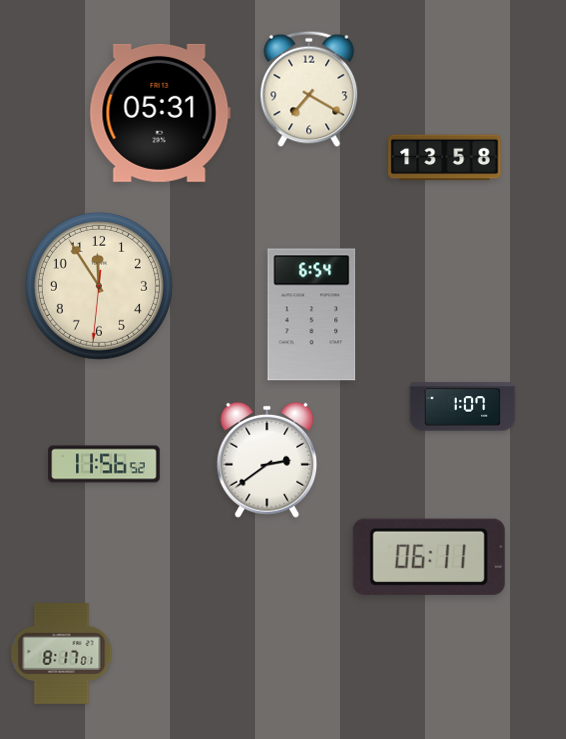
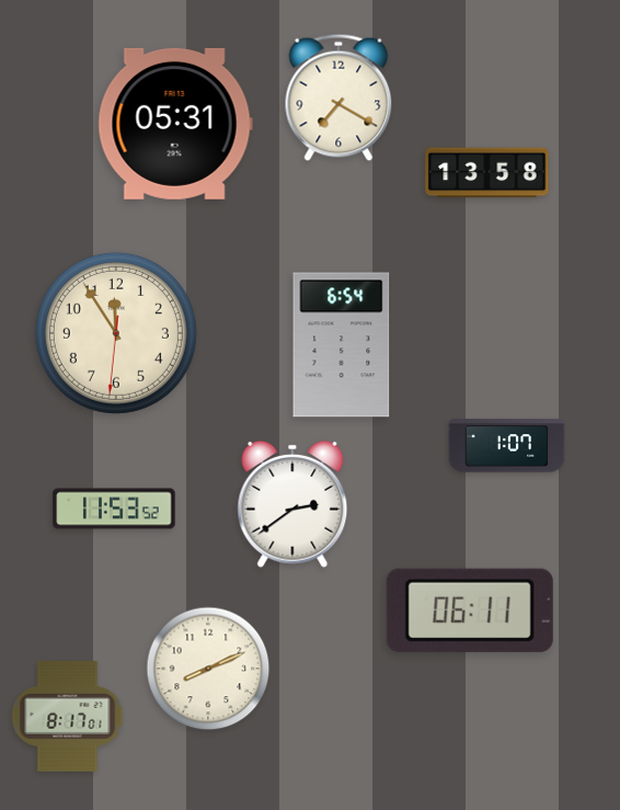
clock at (99, 286) position: (99, 286) -> (116, 333)
clock at (104, 464): 11:56 -> 11:53
clock at (208, 669): none -> 8:11
